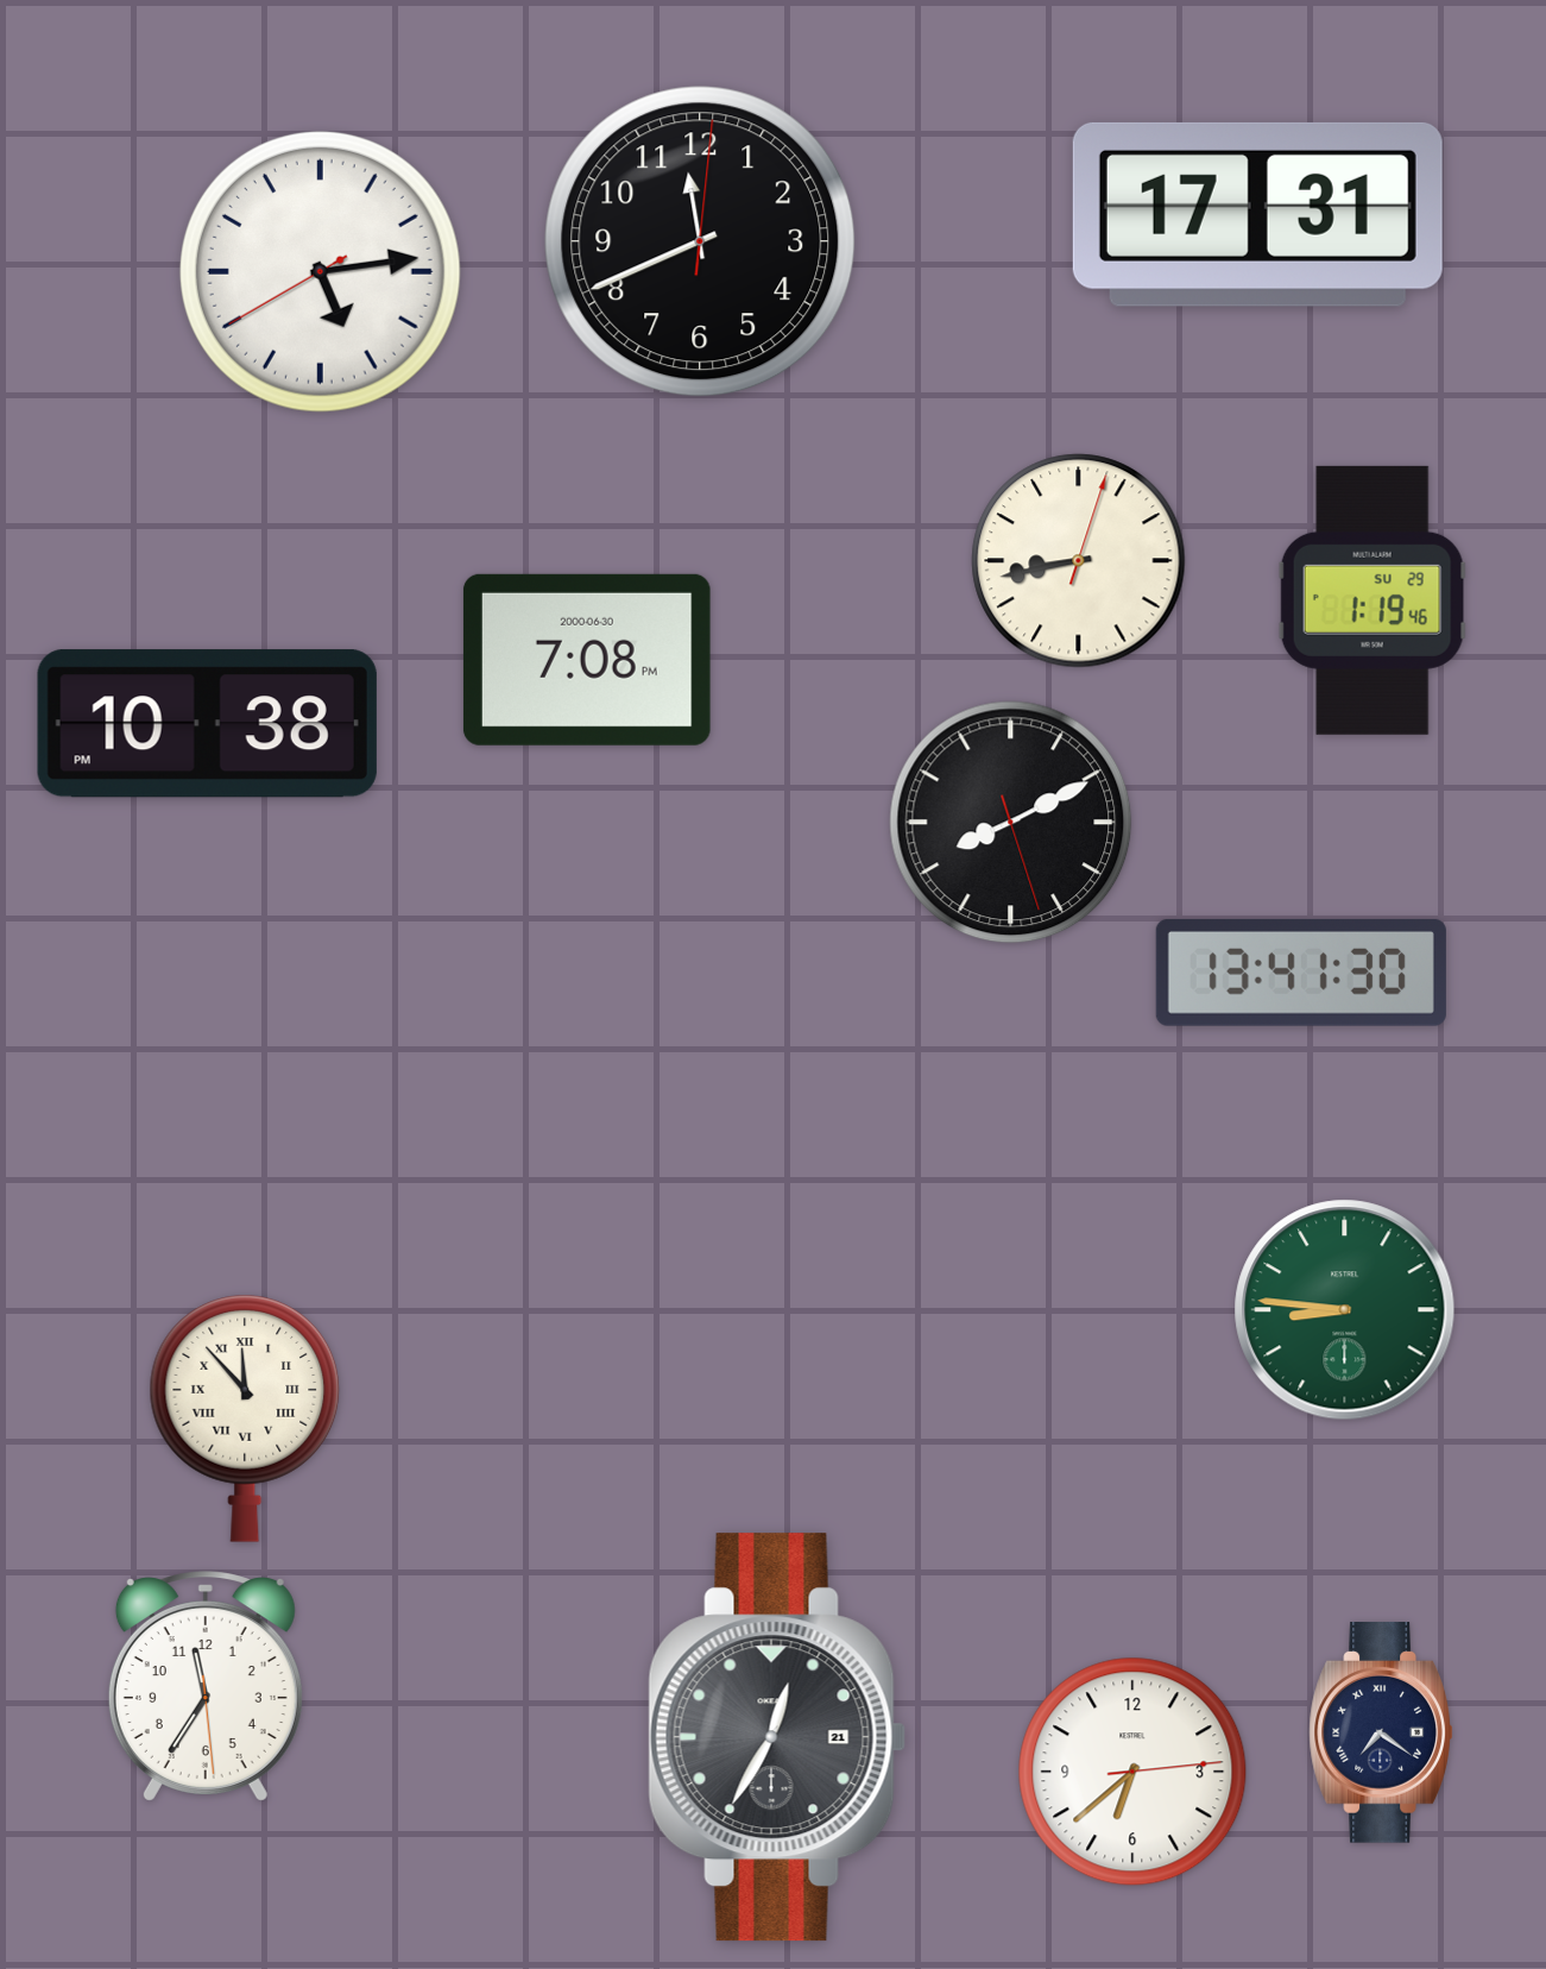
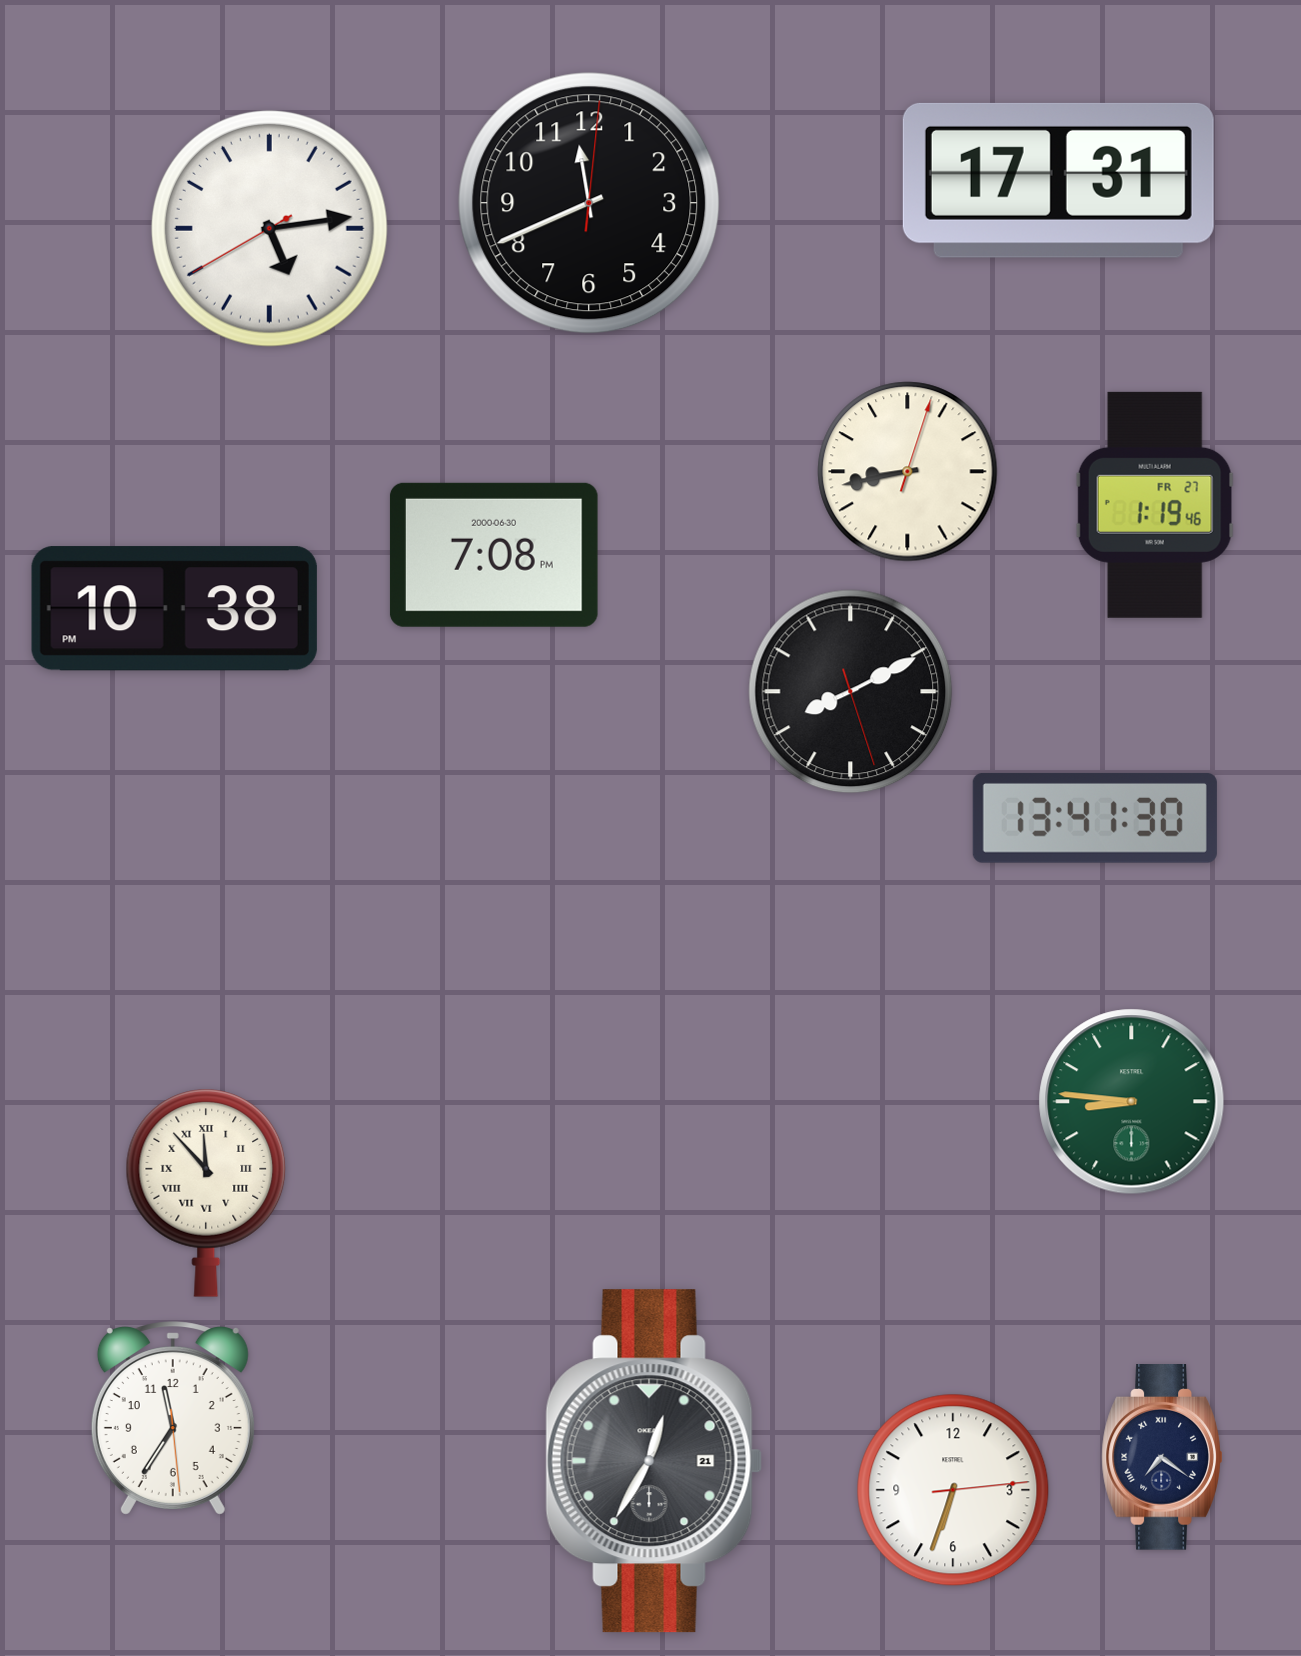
clock at (1373, 600) date: SU 29 -> FR 27
clock at (1132, 1772): 6:38 -> 6:33
